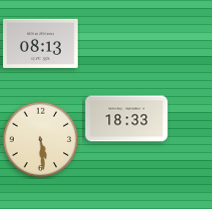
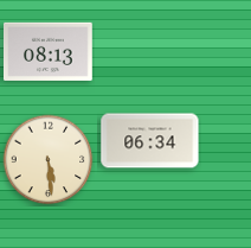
clock at (127, 119): 18:33 -> 06:34
clock at (41, 140) position: (41, 140) -> (49, 160)
